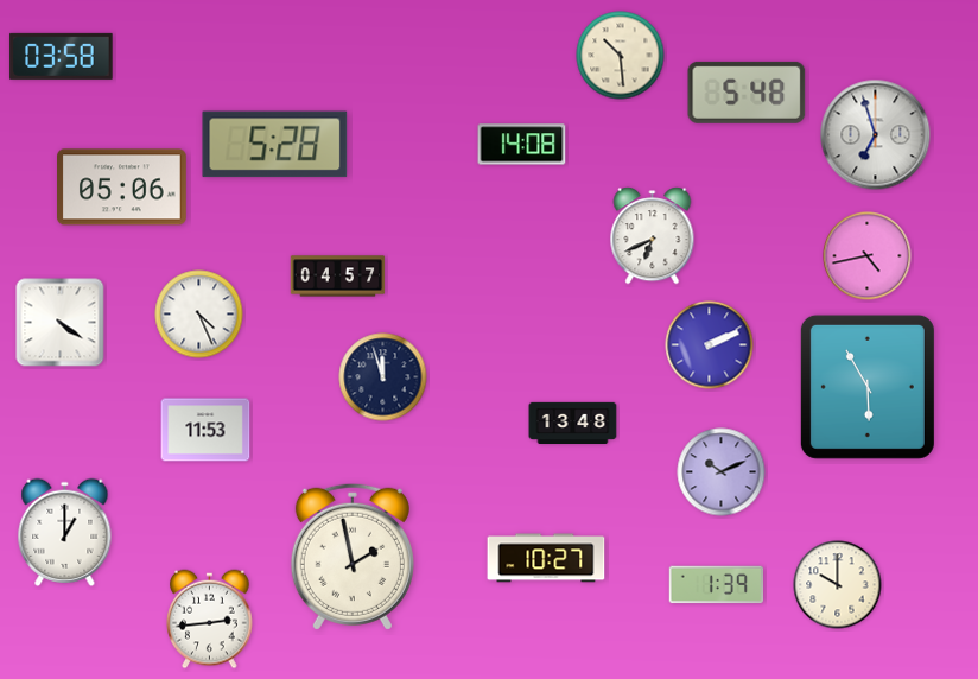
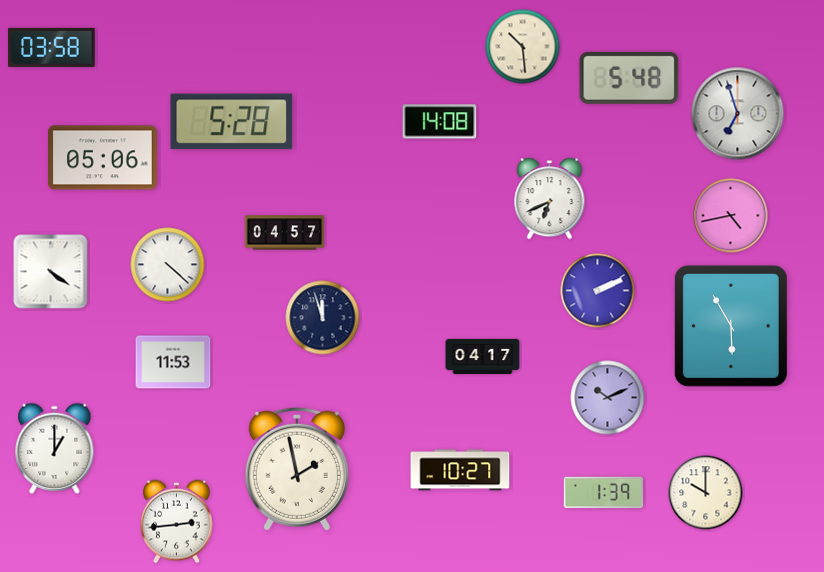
clock at (199, 315): 4:26 -> 4:22
clock at (573, 423): 13:48 -> 04:17
